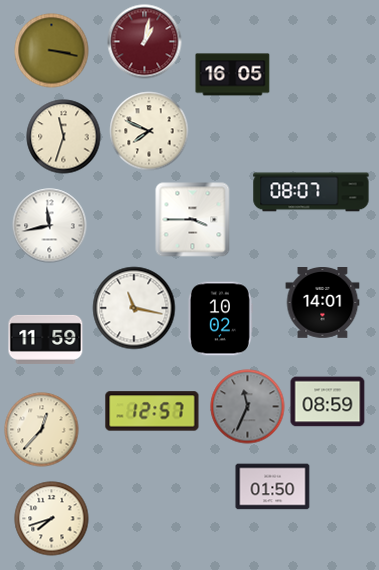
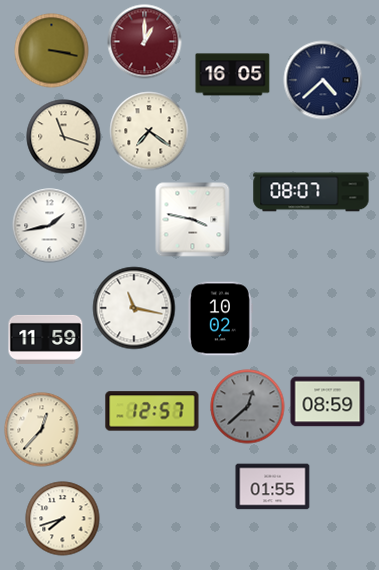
clock at (145, 42): 1:02 -> 1:00
clock at (323, 80): none -> 4:38
clock at (149, 131): 7:49 -> 7:21
clock at (64, 137): 11:33 -> 11:18
clock at (193, 220): 3:45 -> 3:47
clock at (50, 226): 11:43 -> 1:43
clock at (323, 303): 14:01 -> none
clock at (248, 407): 11:34 -> 12:38
clock at (273, 487): 01:50 -> 01:55
clock at (52, 519) position: (52, 519) -> (63, 519)
